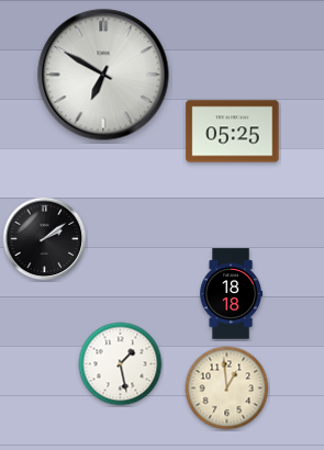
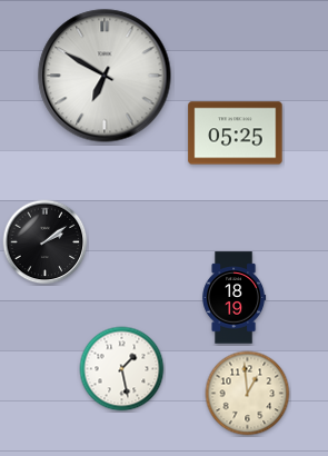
clock at (232, 294): 18:18 -> 18:19
clock at (227, 389) position: (227, 389) -> (248, 394)
